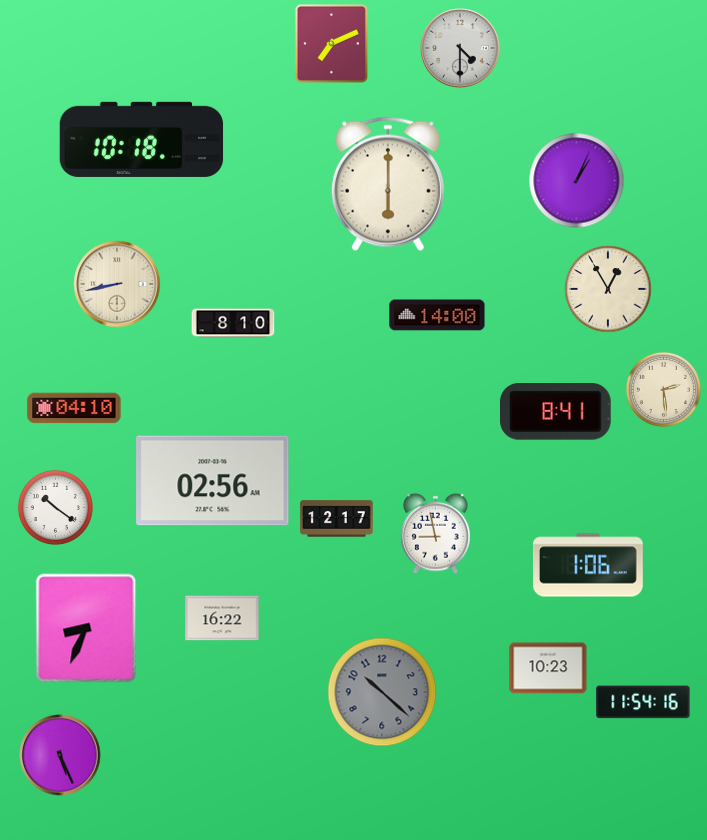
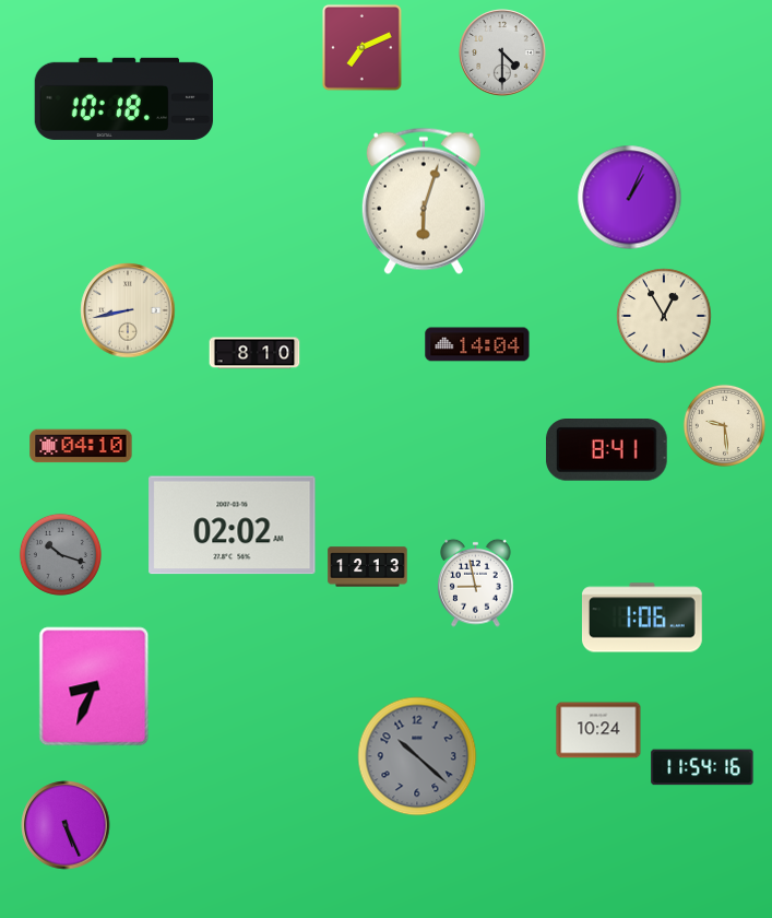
clock at (142, 139) position: (142, 139) -> (124, 98)
clock at (388, 184): 6:00 -> 6:03
clock at (437, 315): 14:00 -> 14:04
clock at (663, 389): 2:29 -> 9:29
clock at (213, 481): 02:56 -> 02:02
clock at (55, 507): 10:21 -> 10:18
clock at (55, 507) dial: white -> grey
clock at (337, 519): 12:17 -> 12:13
clock at (222, 618): 16:22 -> none
clock at (548, 668): 10:23 -> 10:24
